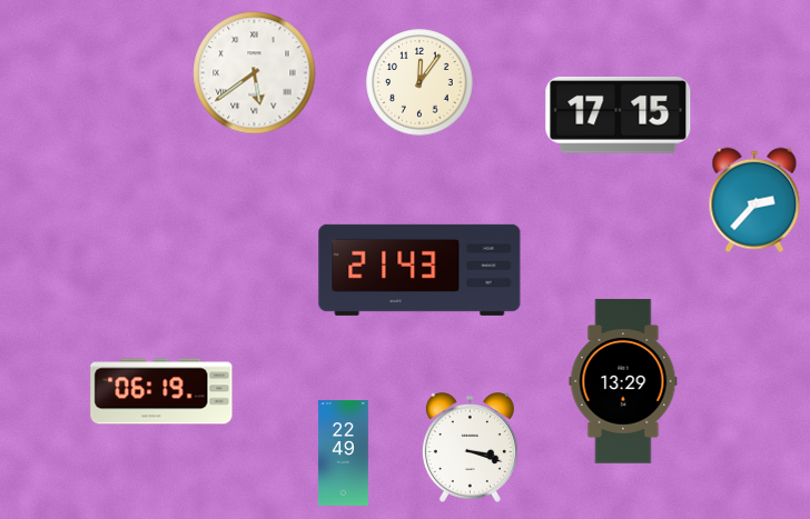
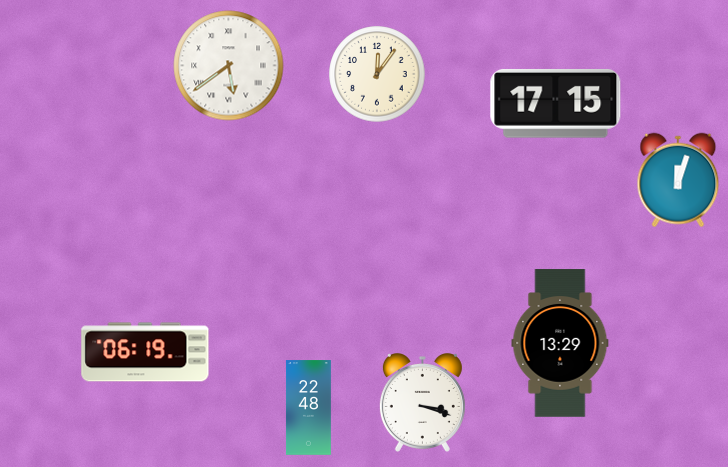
clock at (754, 200): 2:37 -> 12:03
clock at (419, 270): 21:43 -> none
clock at (343, 453): 22:49 -> 22:48
